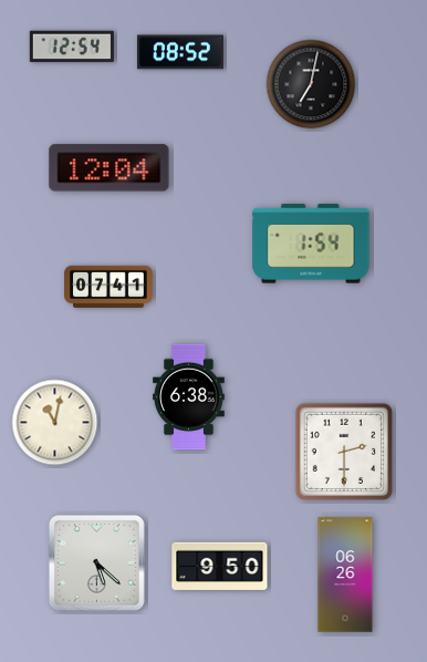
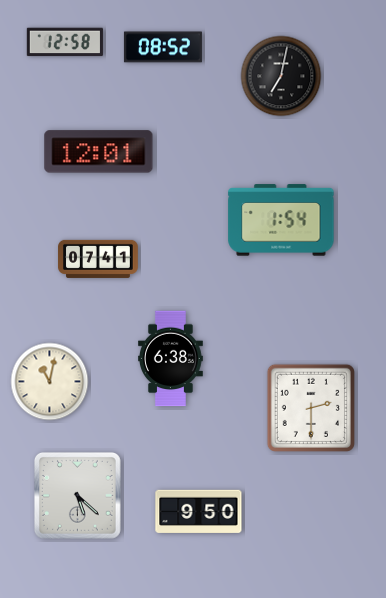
clock at (72, 46): 12:54 -> 12:58
clock at (110, 168): 12:04 -> 12:01
clock at (96, 562) position: (96, 562) -> (77, 495)
clock at (345, 575): 06:26 -> none
